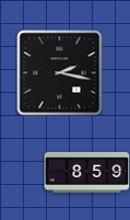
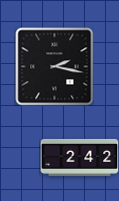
clock at (86, 172): 8:59 -> 2:42
